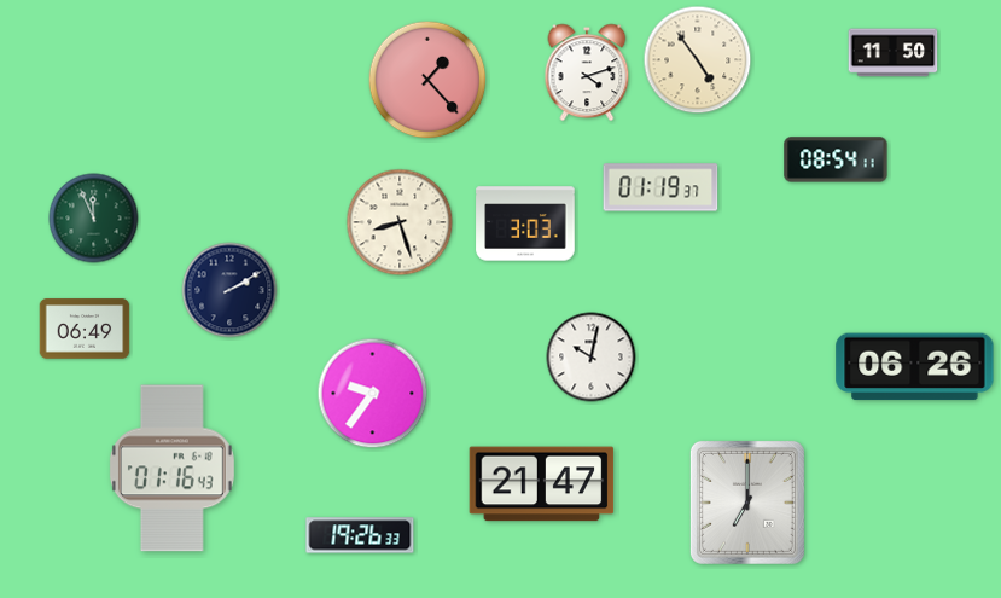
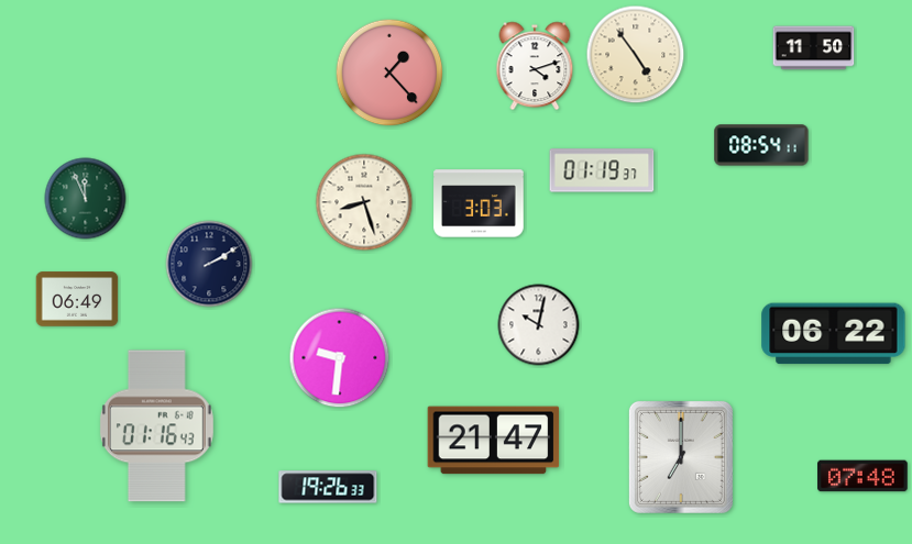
clock at (915, 367): 06:26 -> 06:22
clock at (373, 394): 9:36 -> 9:31
clock at (862, 476): none -> 07:48
